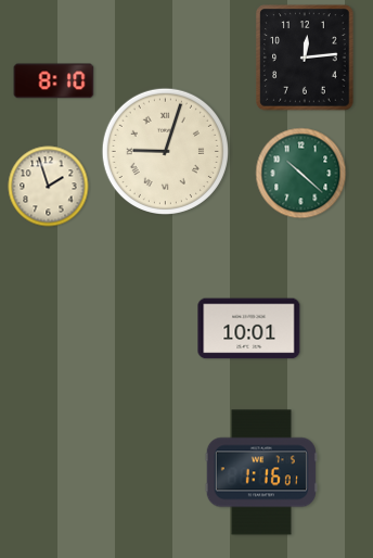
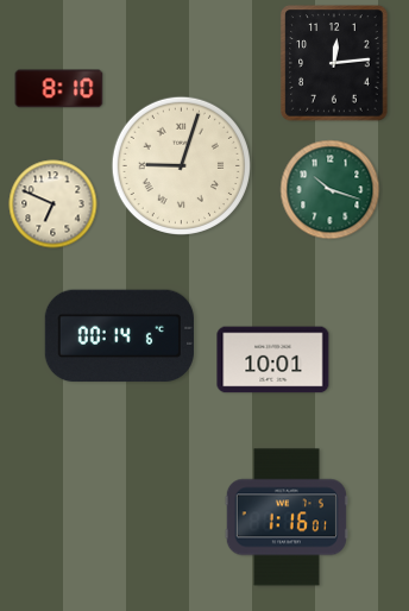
clock at (301, 174): 10:22 -> 10:18
clock at (49, 187): 1:57 -> 6:49
clock at (119, 336): none -> 00:14
